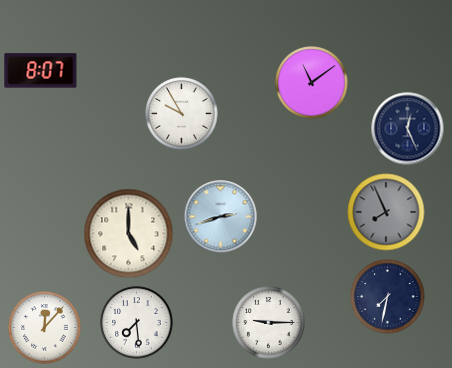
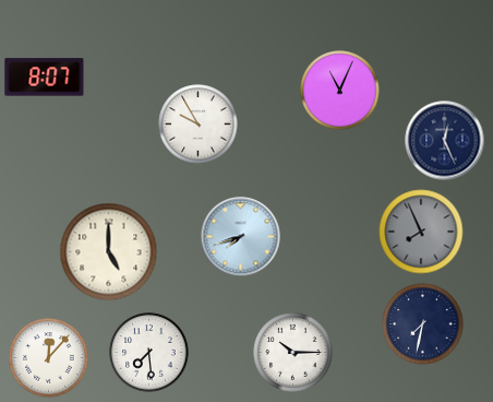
clock at (312, 83): 11:09 -> 11:04
clock at (221, 217): 2:42 -> 7:42
clock at (129, 234) position: (129, 234) -> (109, 252)
clock at (269, 323): 9:15 -> 10:15
